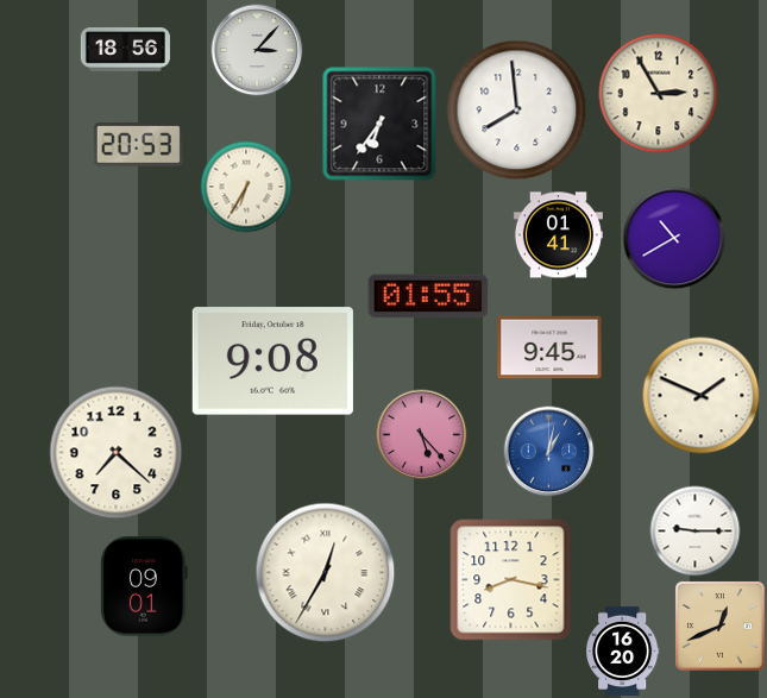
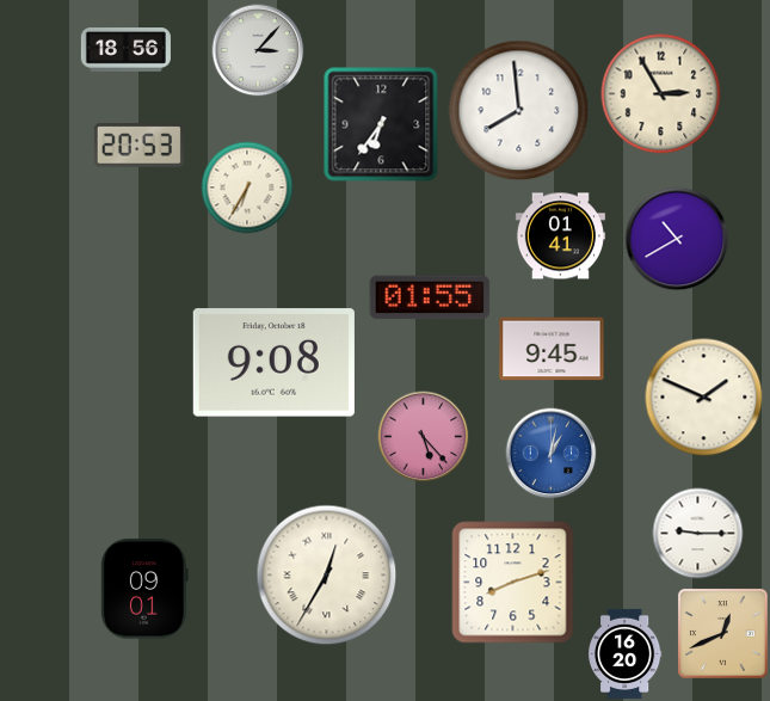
clock at (117, 453): 7:22 -> none
clock at (511, 580): 8:17 -> 8:12
clock at (719, 625) position: (719, 625) -> (722, 633)
